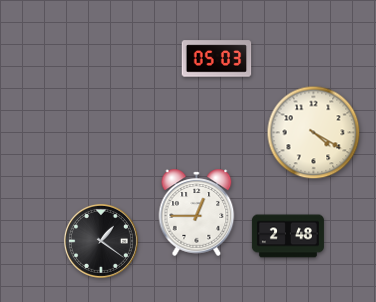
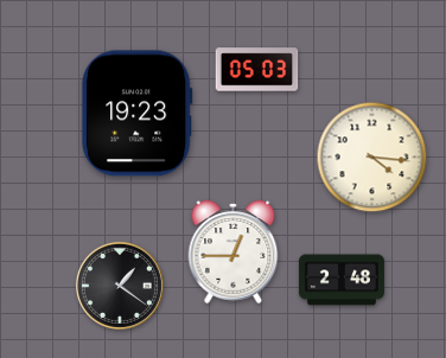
clock at (138, 114): none -> 19:23
clock at (314, 133): 4:20 -> 4:16
